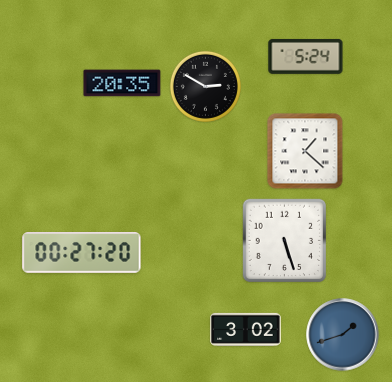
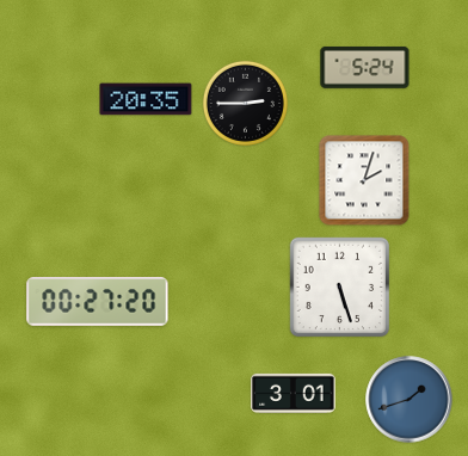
clock at (205, 86): 2:50 -> 2:45
clock at (305, 151): 1:22 -> 2:03
clock at (246, 329): 3:02 -> 3:01
